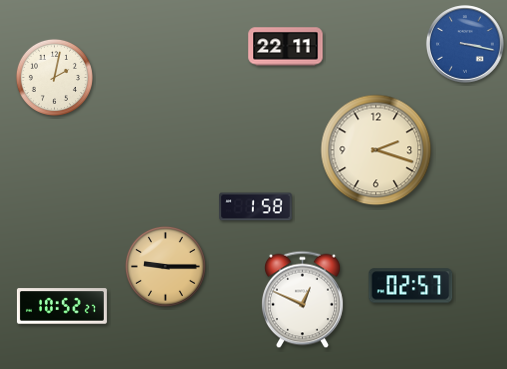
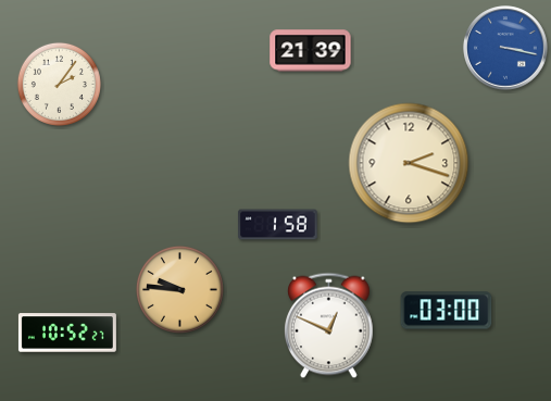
clock at (286, 47): 22:11 -> 21:39
clock at (54, 77): 2:02 -> 2:06
clock at (165, 266): 9:15 -> 9:46
clock at (411, 286): 02:57 -> 03:00
